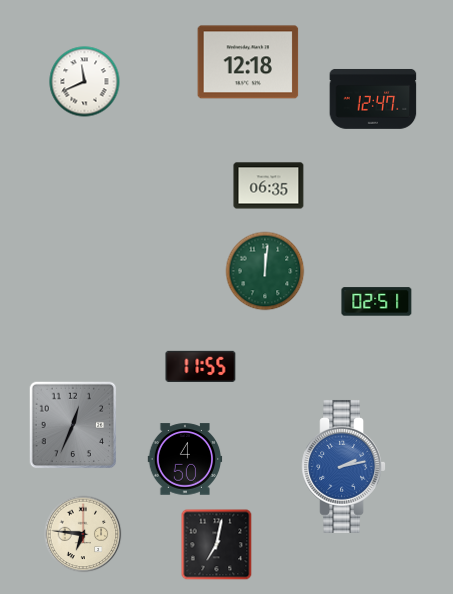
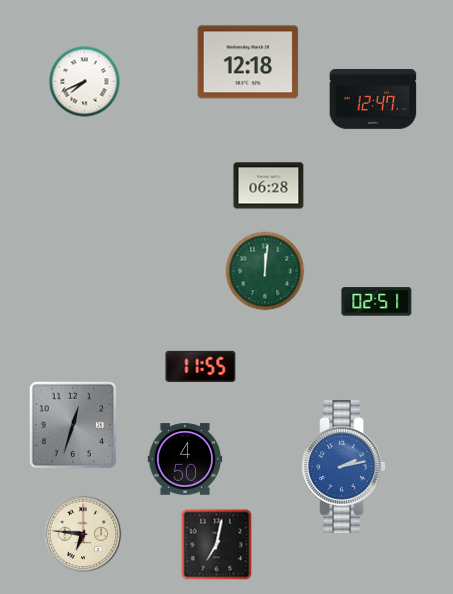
clock at (85, 82): 11:41 -> 7:41
clock at (269, 186): 06:35 -> 06:28
clock at (73, 425): 12:34 -> 12:33
